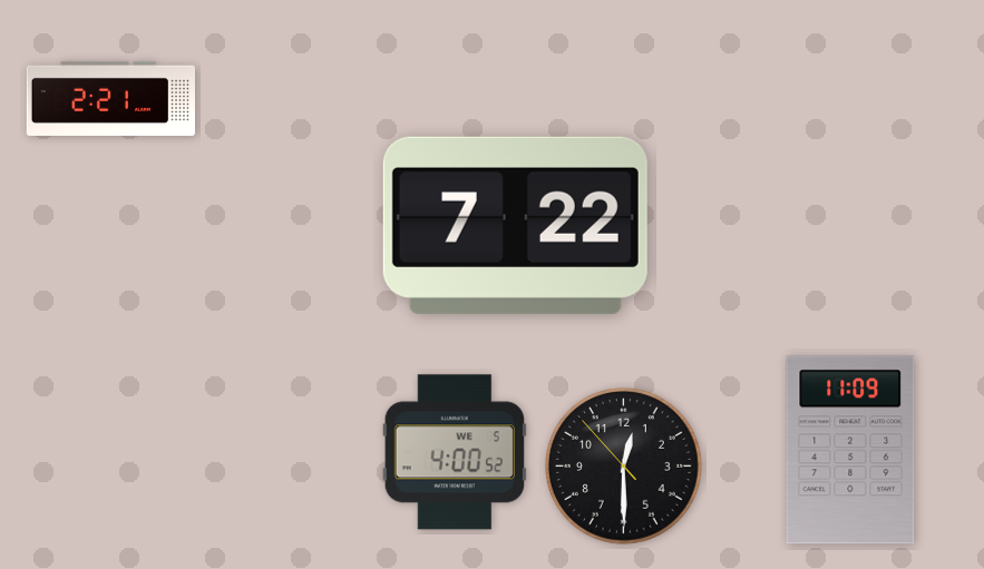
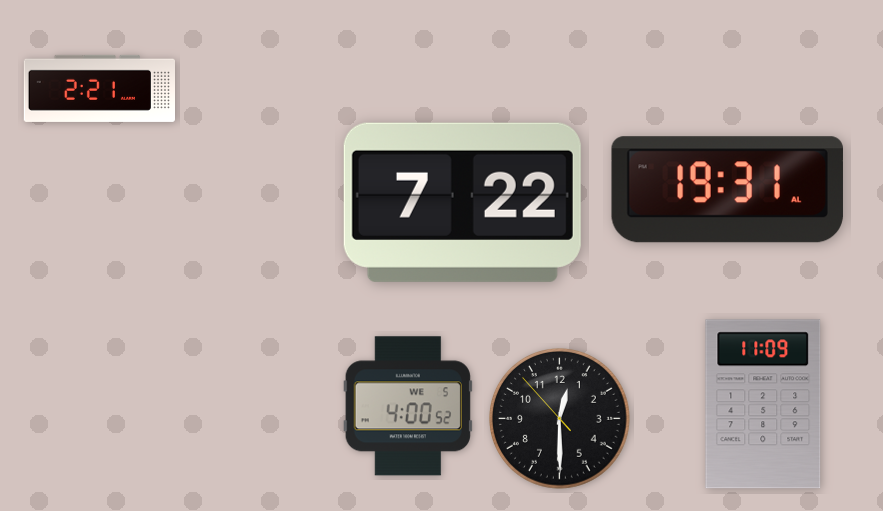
clock at (727, 190): none -> 19:31
